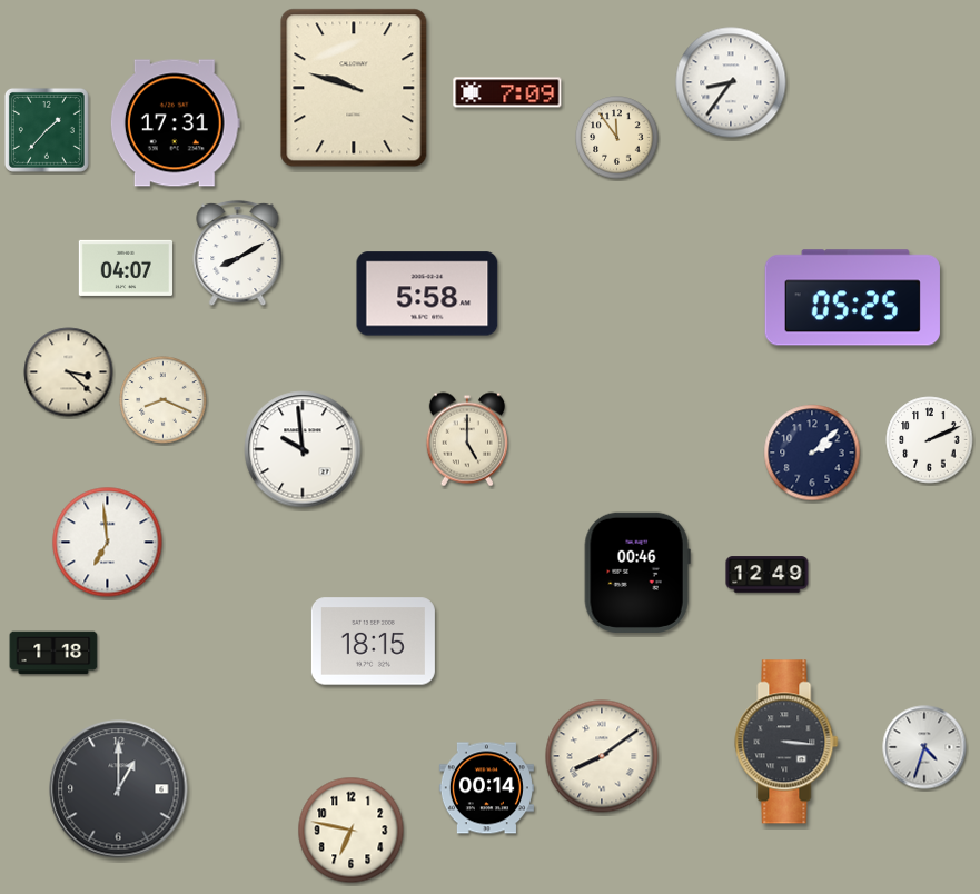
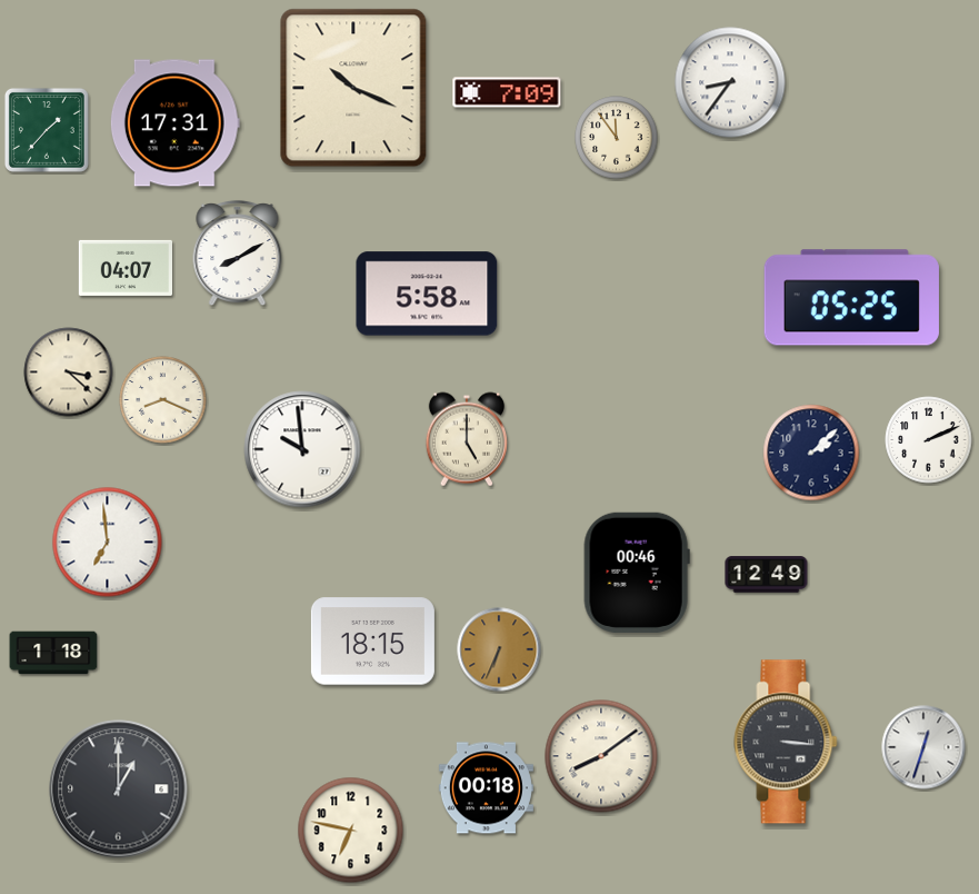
clock at (354, 88): 9:48 -> 10:19
clock at (499, 649): none -> 6:34
clock at (924, 747): 4:33 -> 12:33
clock at (486, 788): 00:14 -> 00:18
